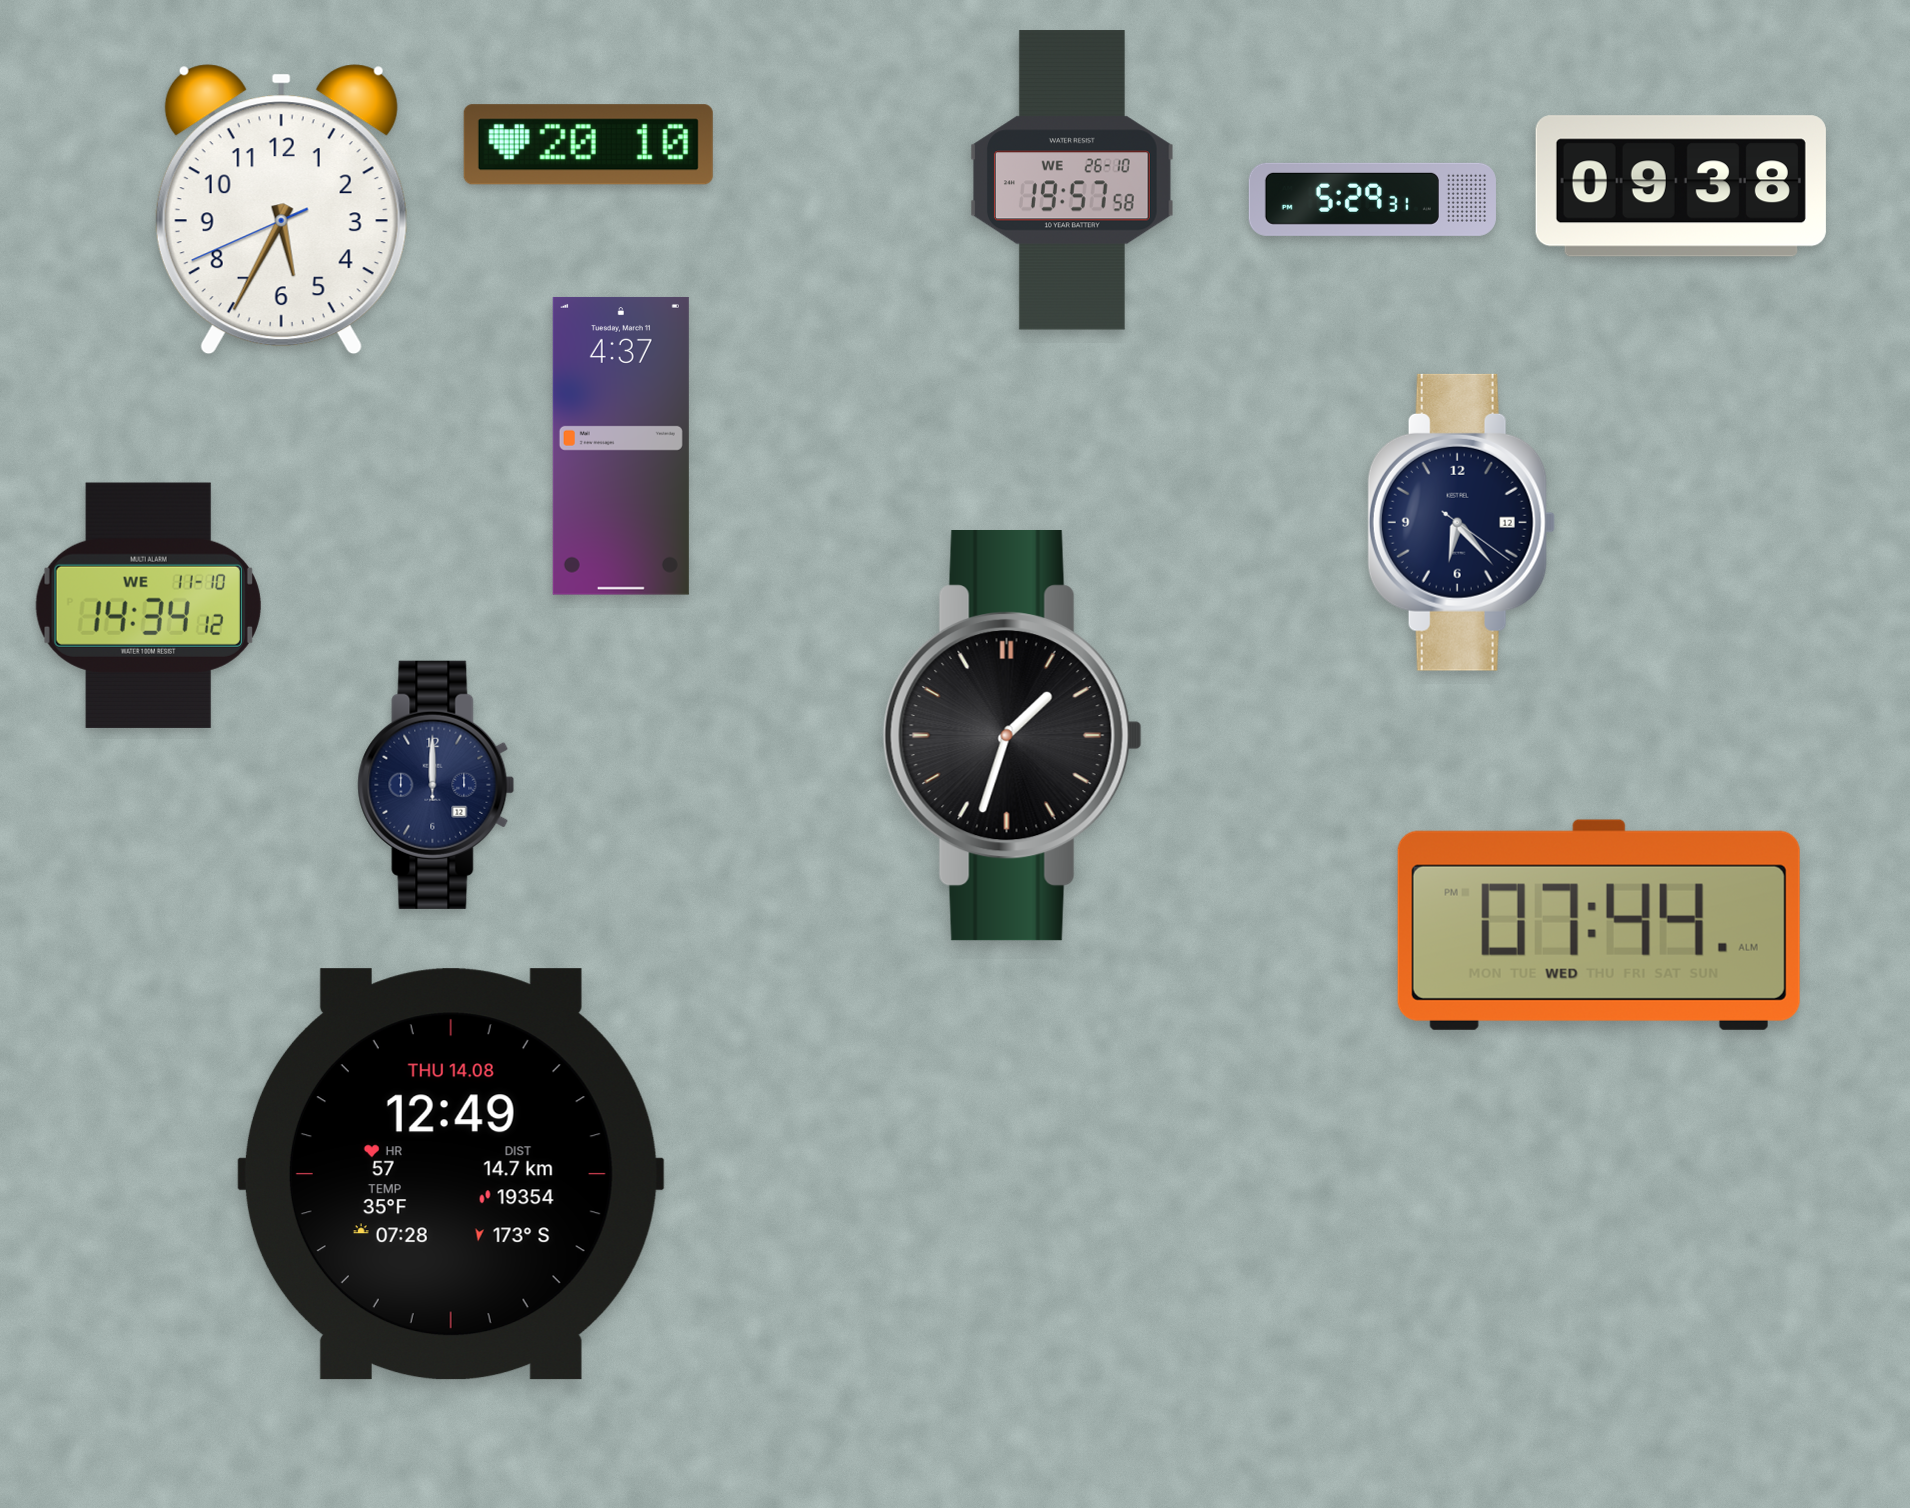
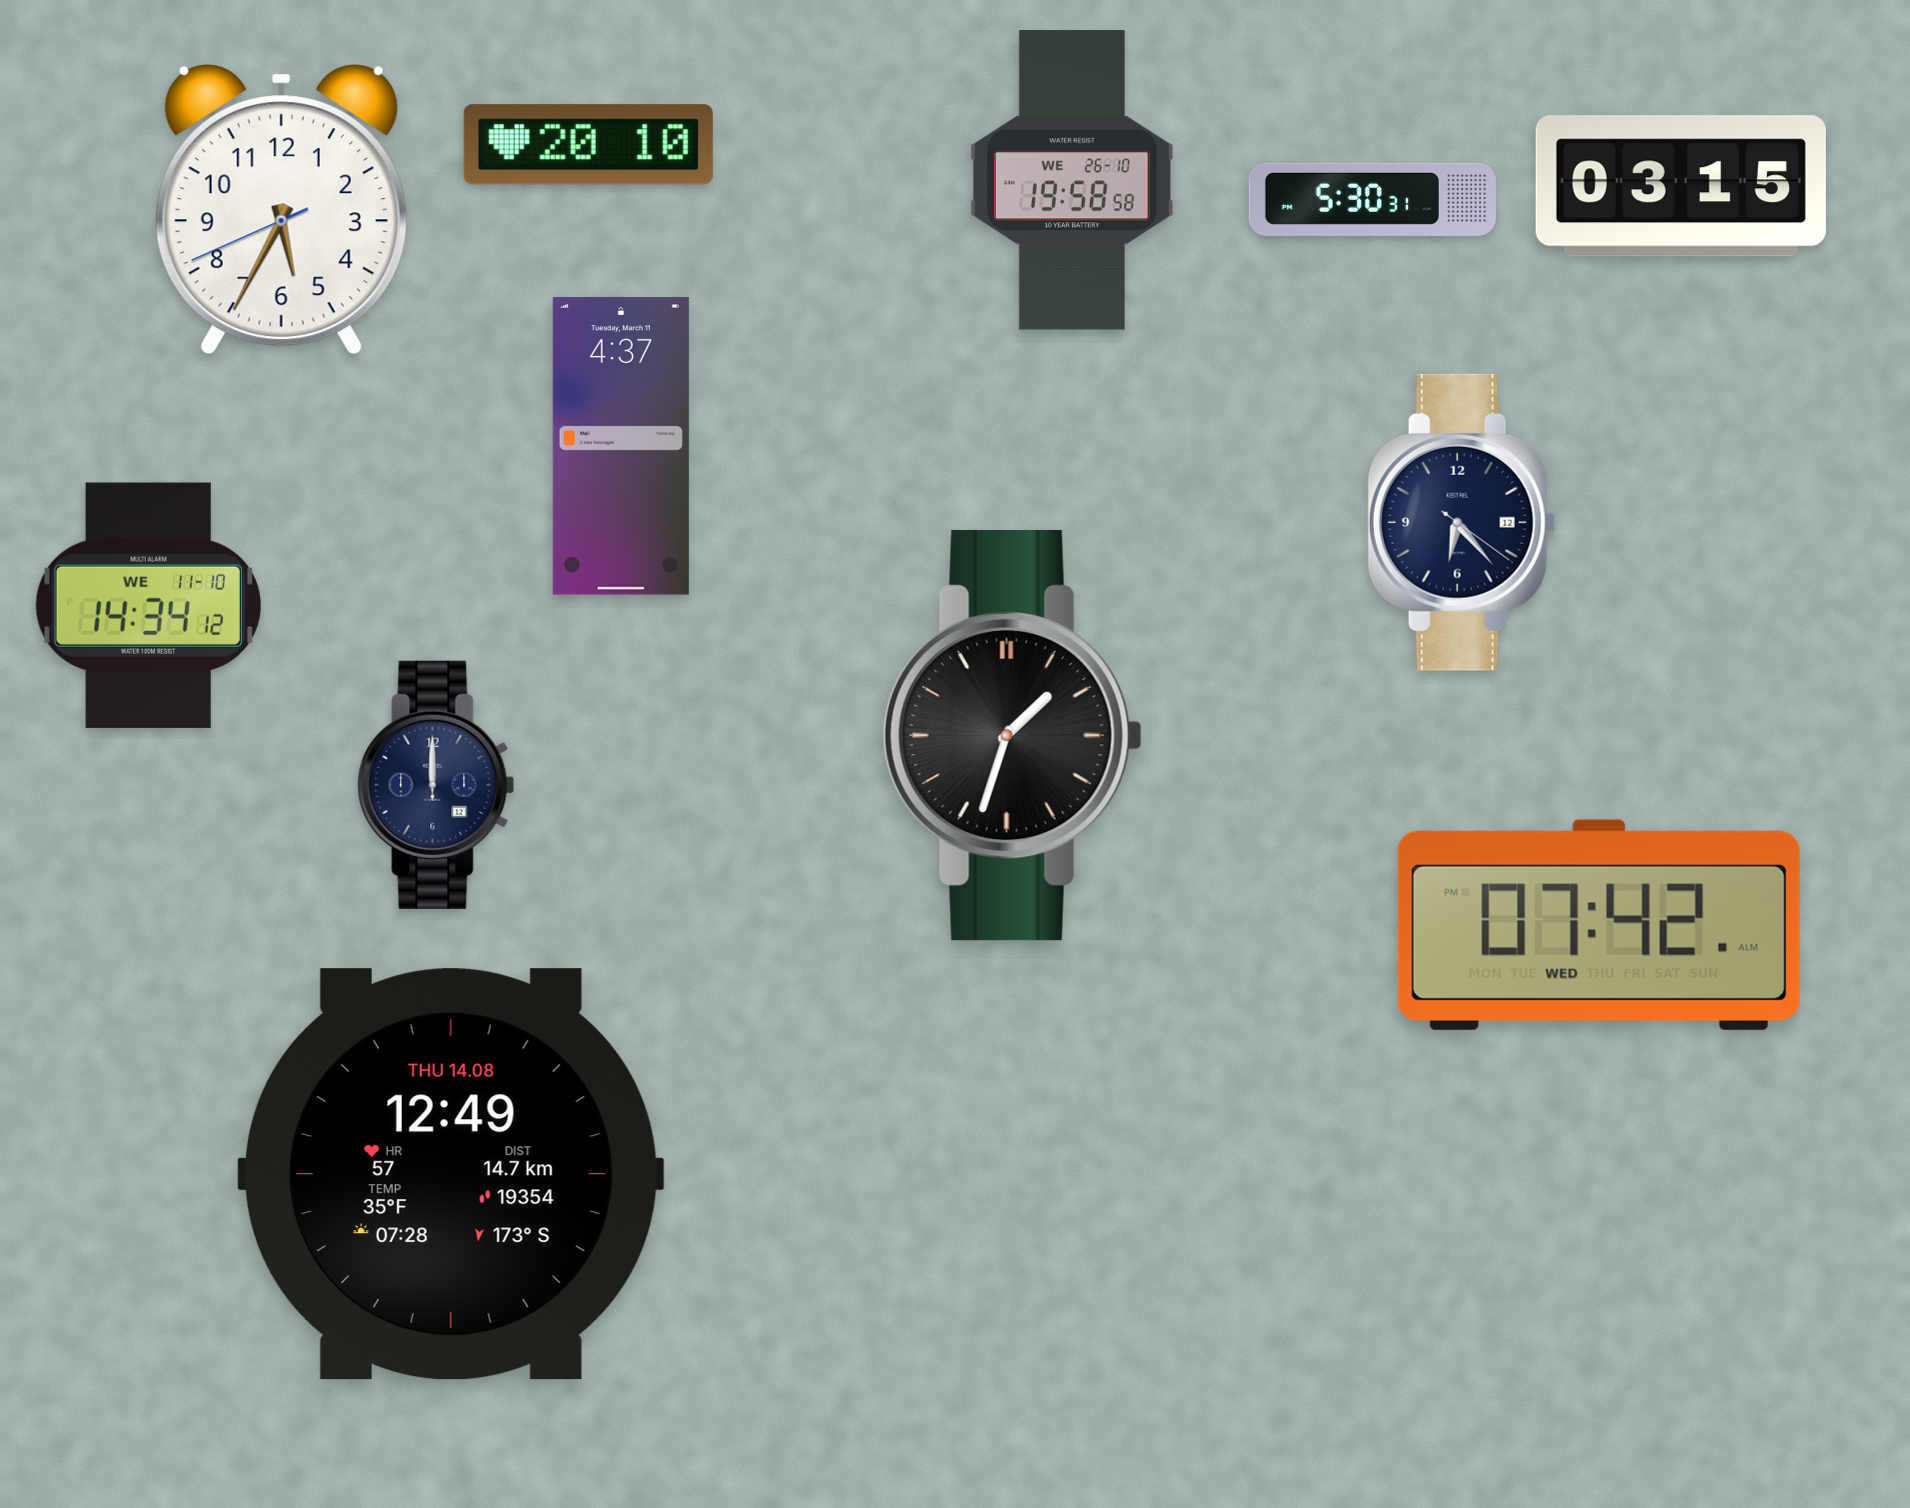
clock at (1072, 180): 19:57 -> 19:58
clock at (1681, 186): 09:38 -> 03:15
clock at (1372, 199): 5:29 -> 5:30
clock at (1599, 925): 07:44 -> 07:42
